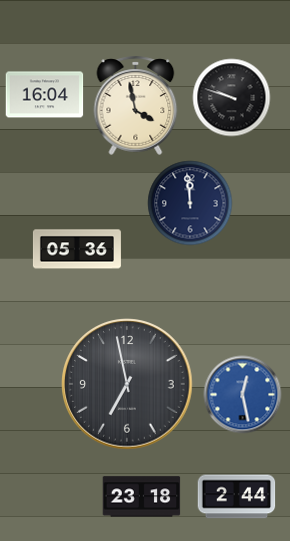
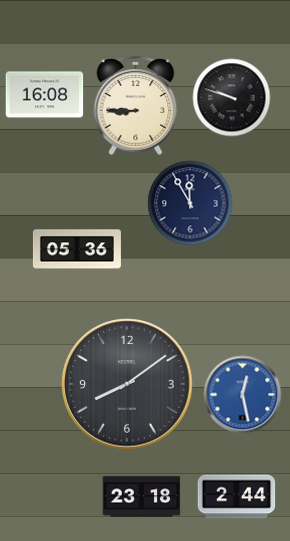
clock at (44, 95): 16:04 -> 16:08
clock at (136, 105): 3:58 -> 8:45
clock at (190, 203): 11:59 -> 11:55
clock at (127, 384): 6:58 -> 8:09
